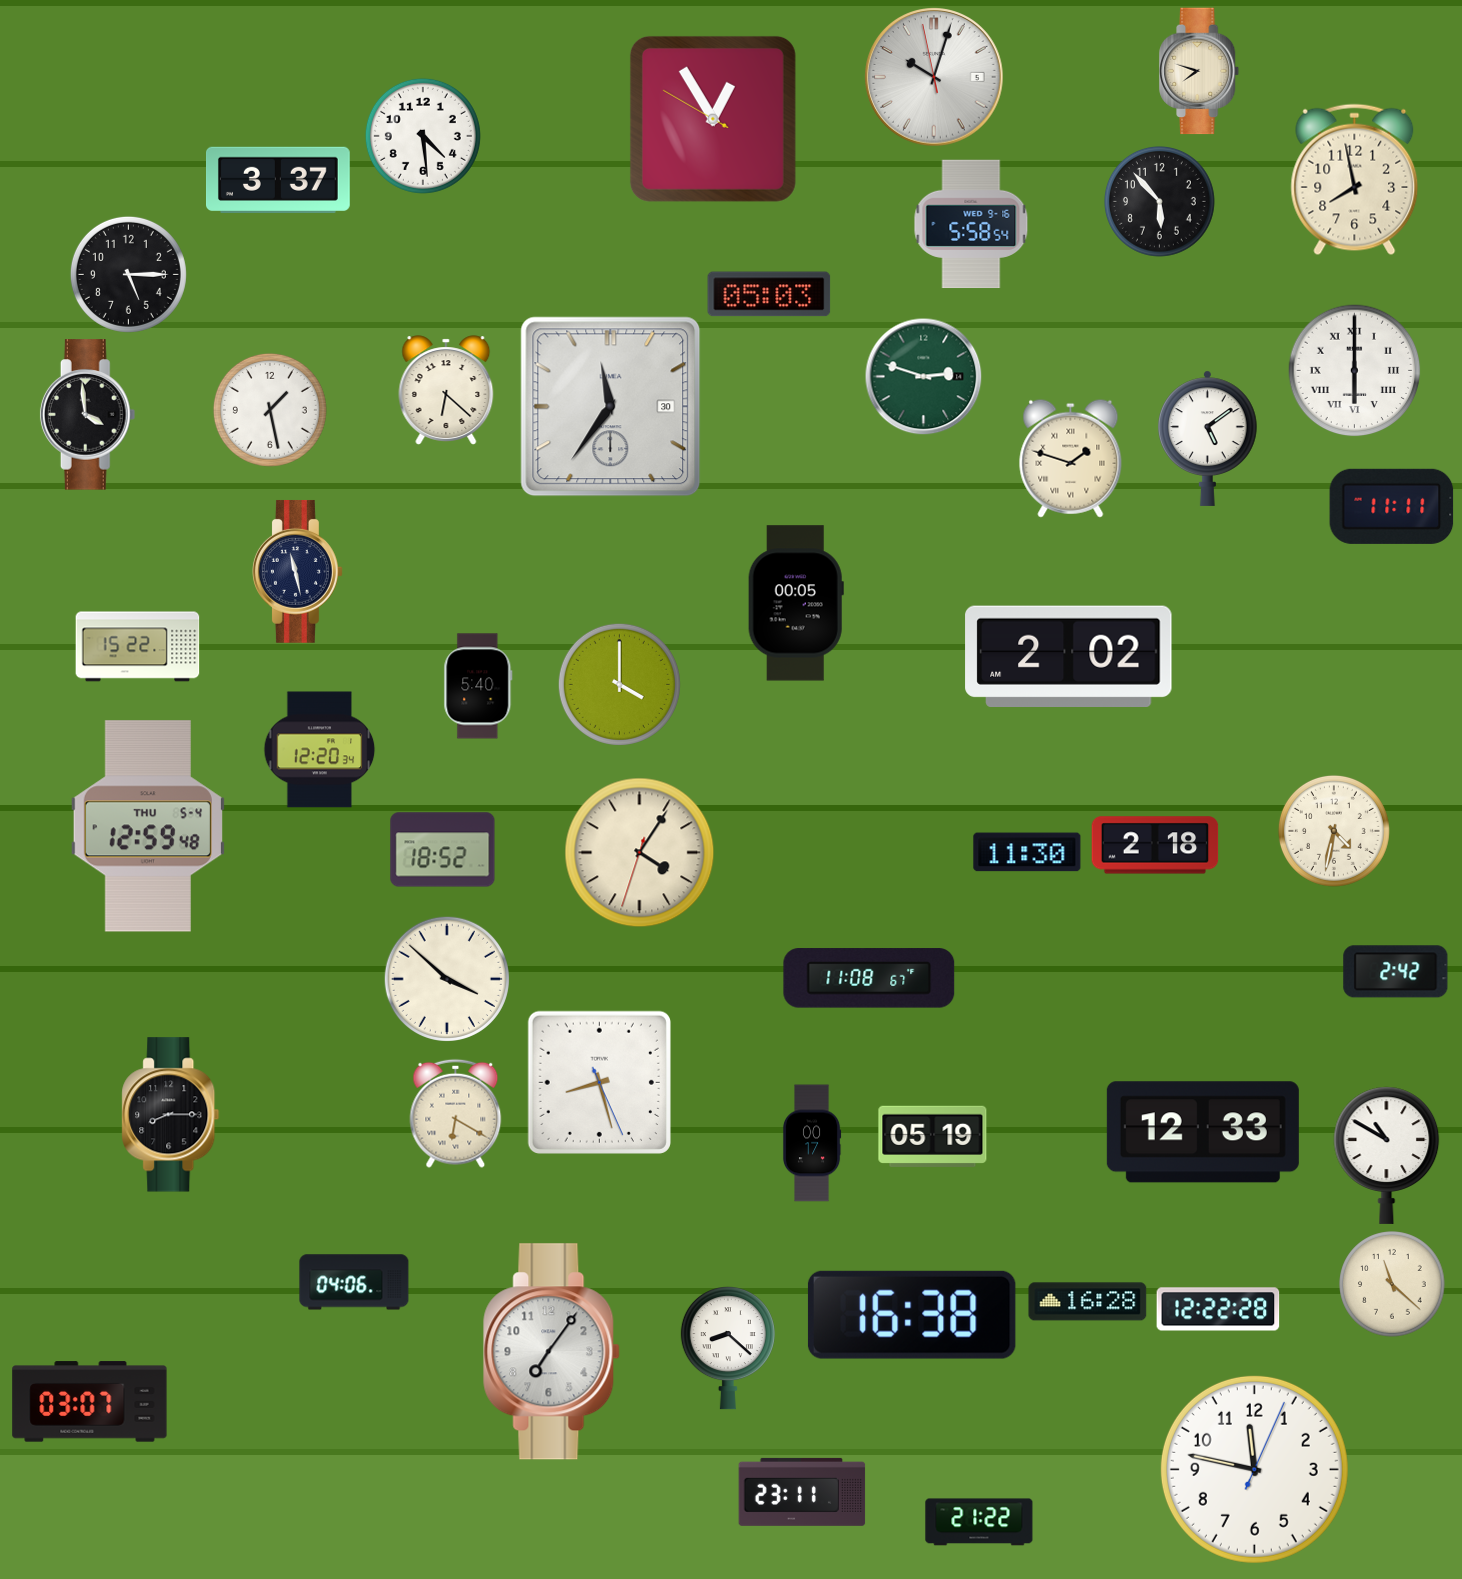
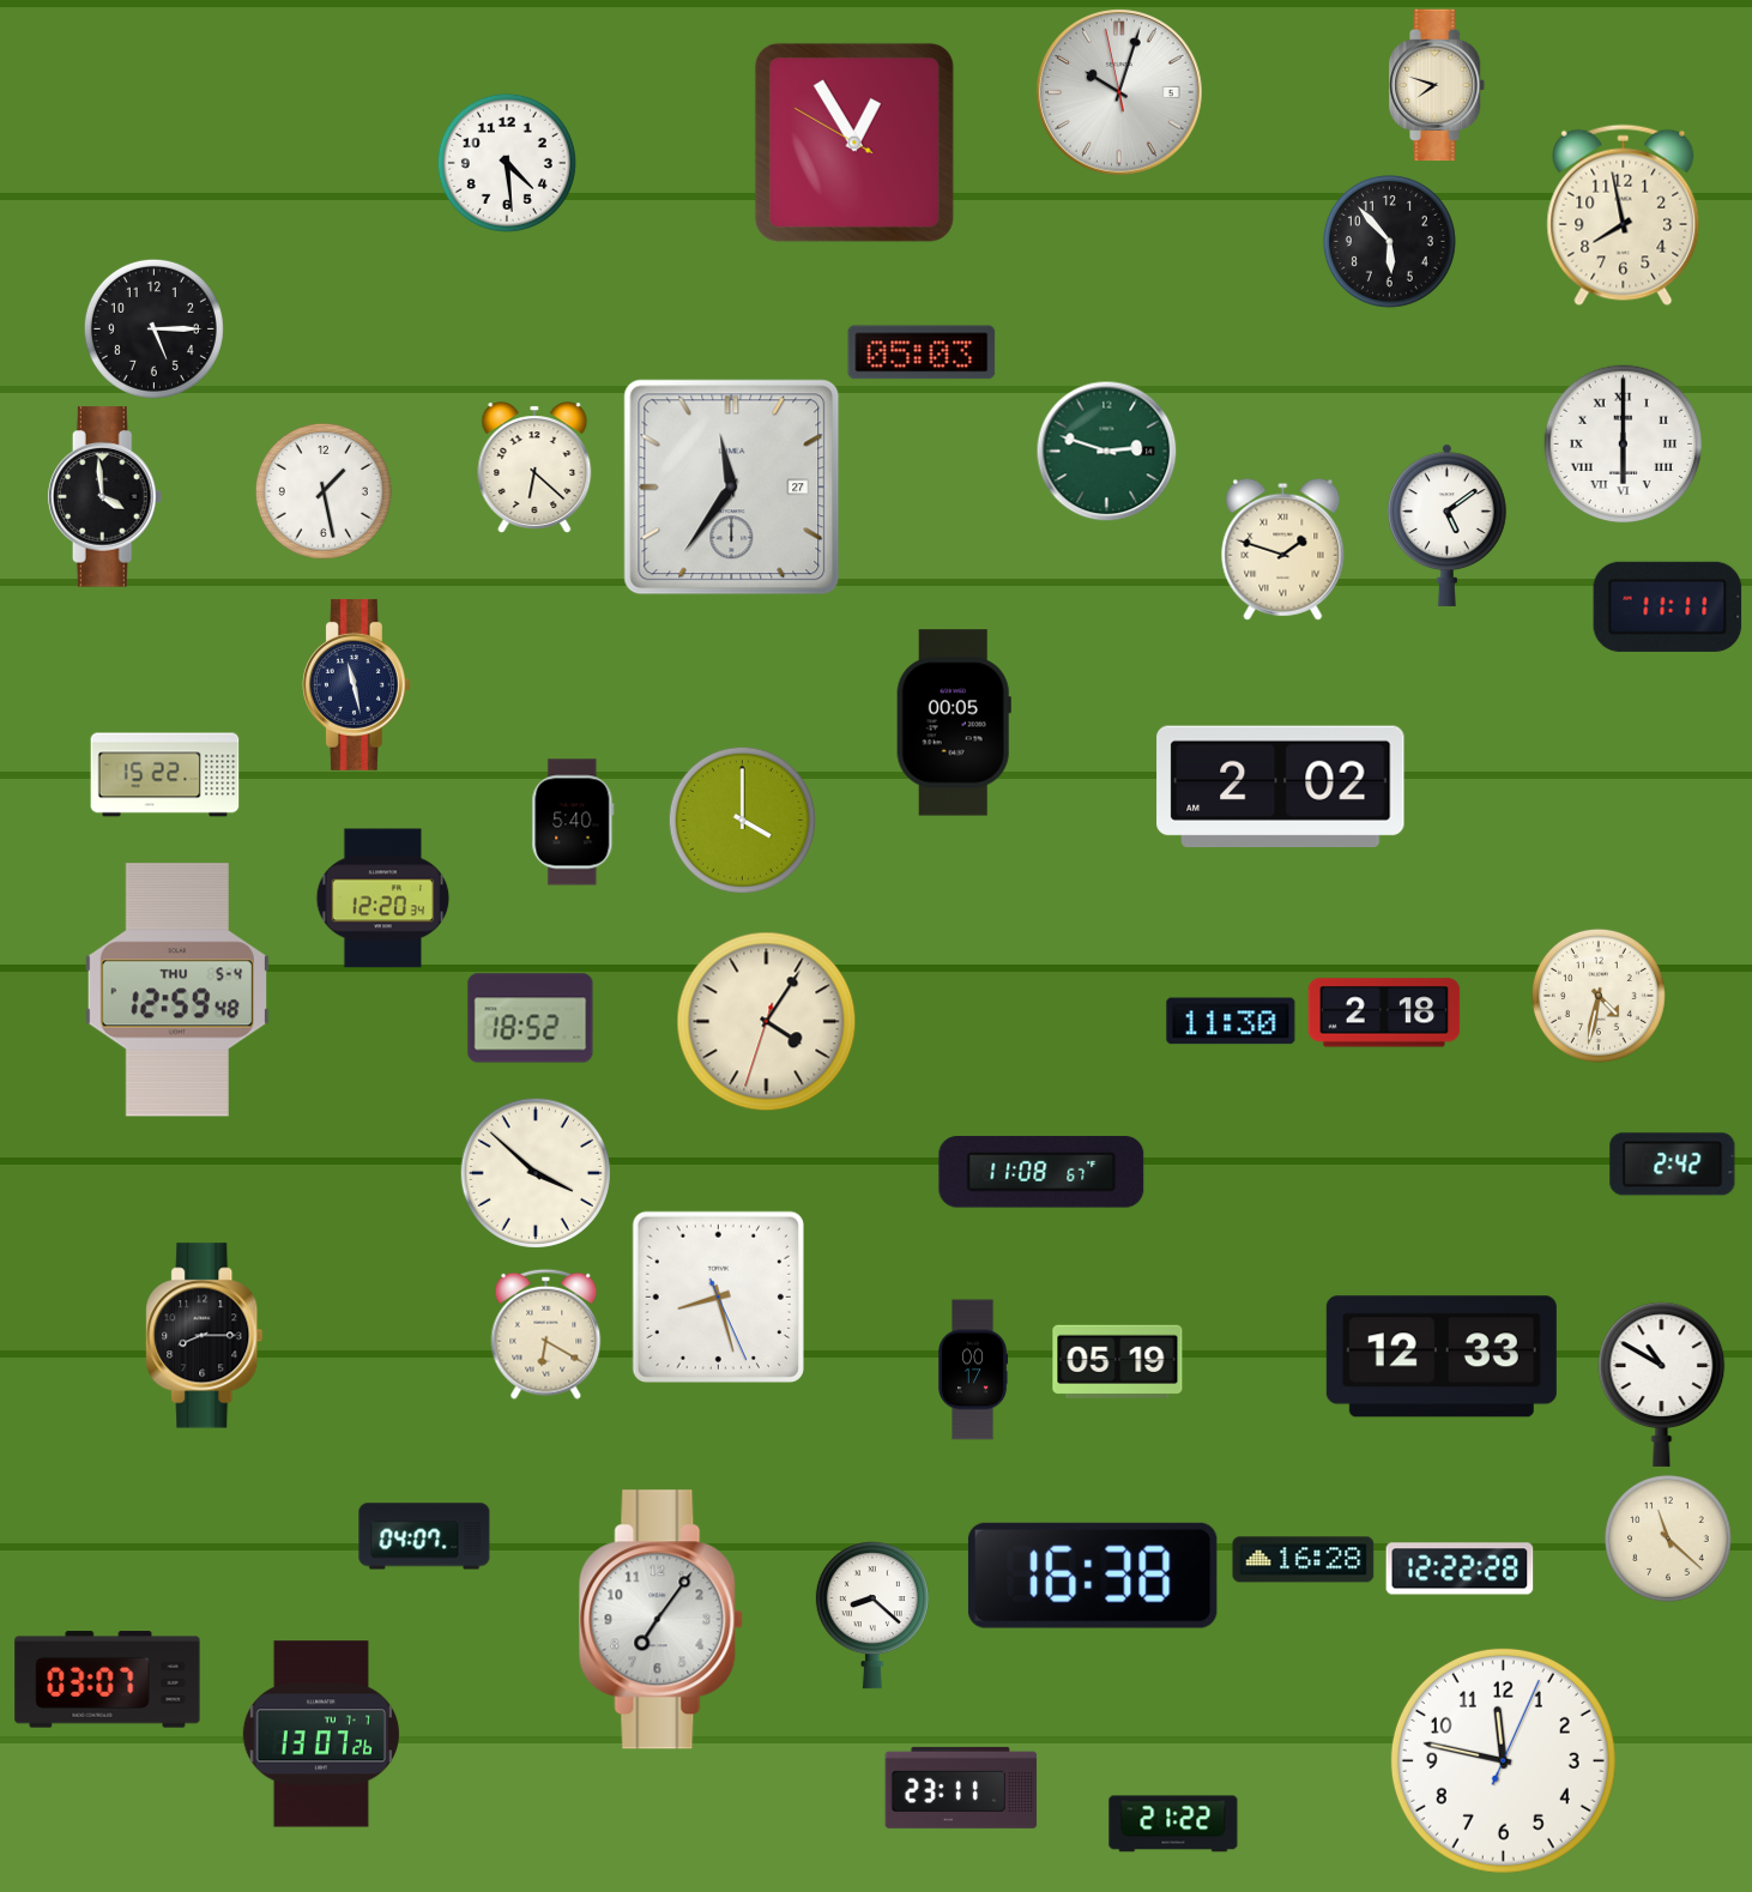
clock at (279, 179): 3:37 -> none
clock at (971, 224): 5:58 -> none
clock at (611, 407) date: 30 -> 27
clock at (354, 1282): 04:06 -> 04:07
clock at (321, 1734): none -> 13:07
